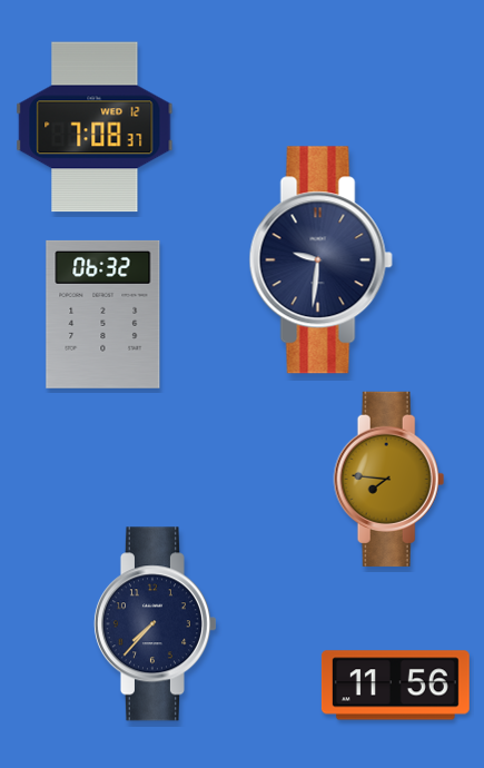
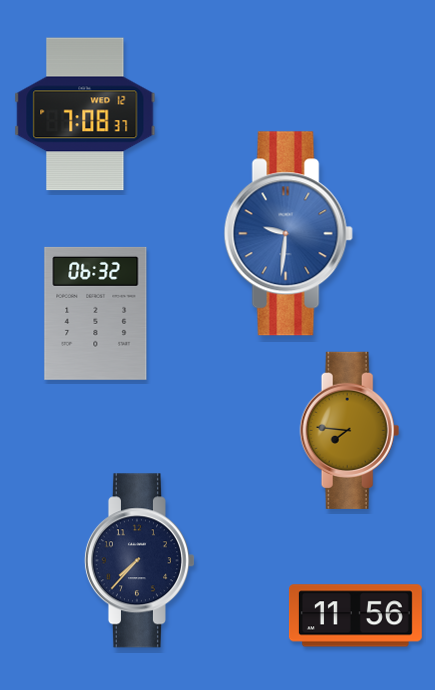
clock at (320, 260) dial: navy -> blue
clock at (103, 314) position: (103, 314) -> (96, 313)
